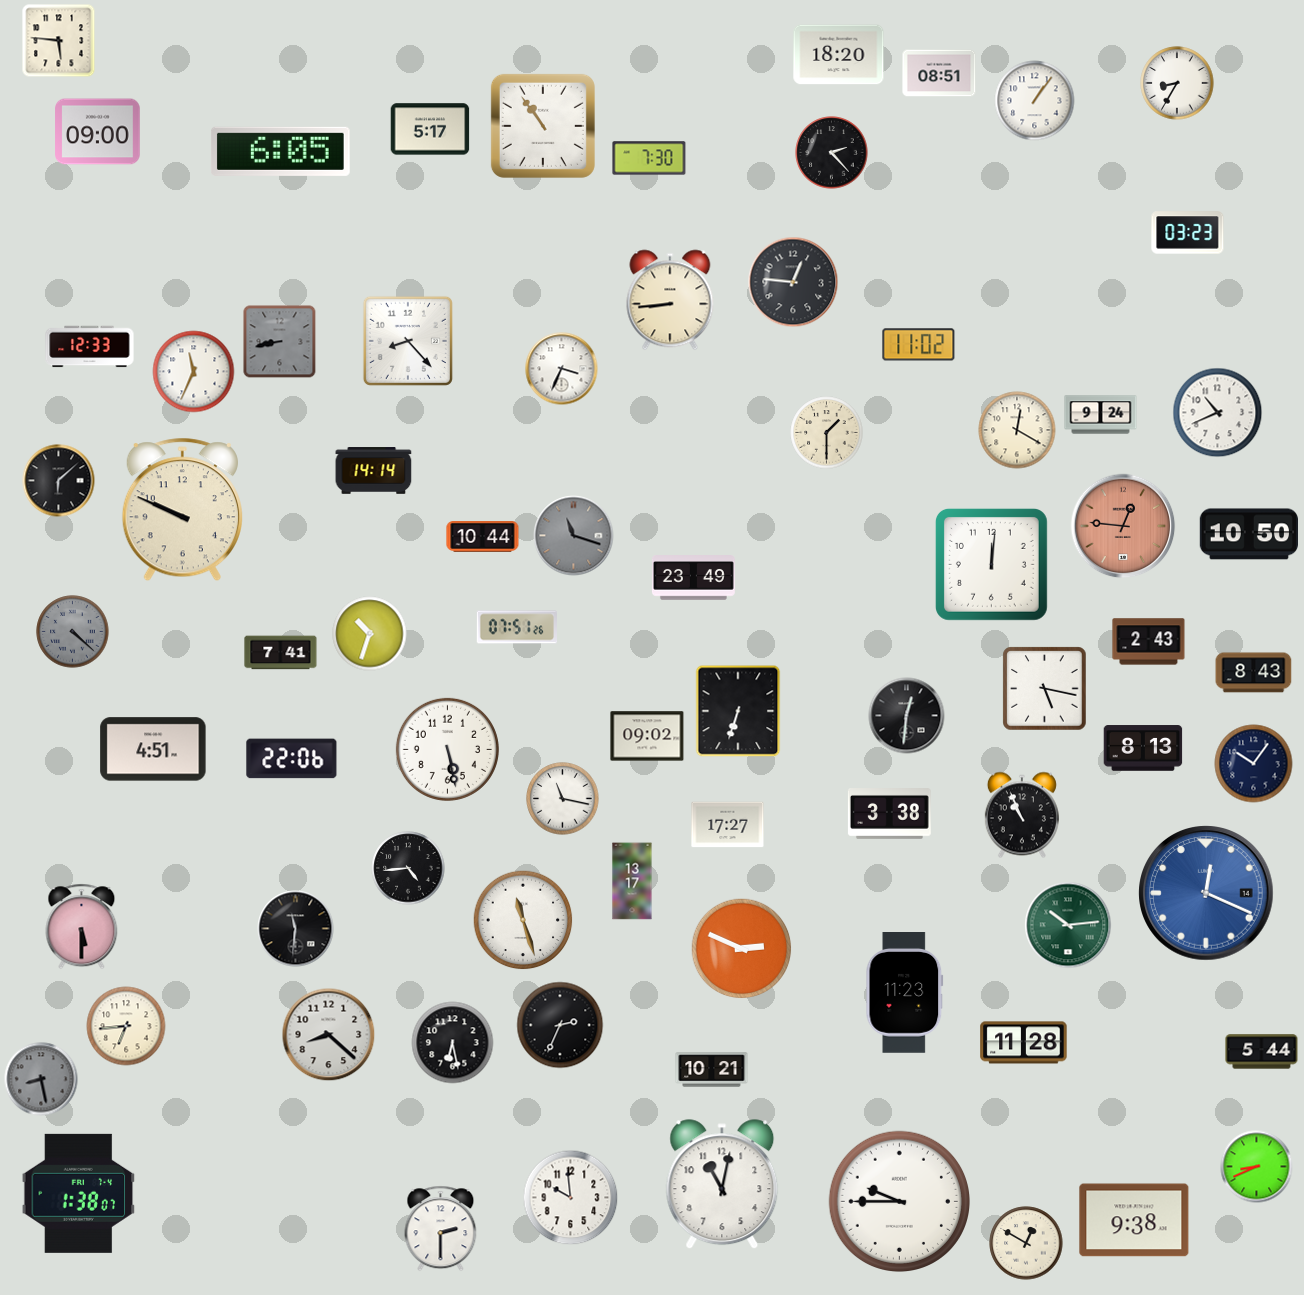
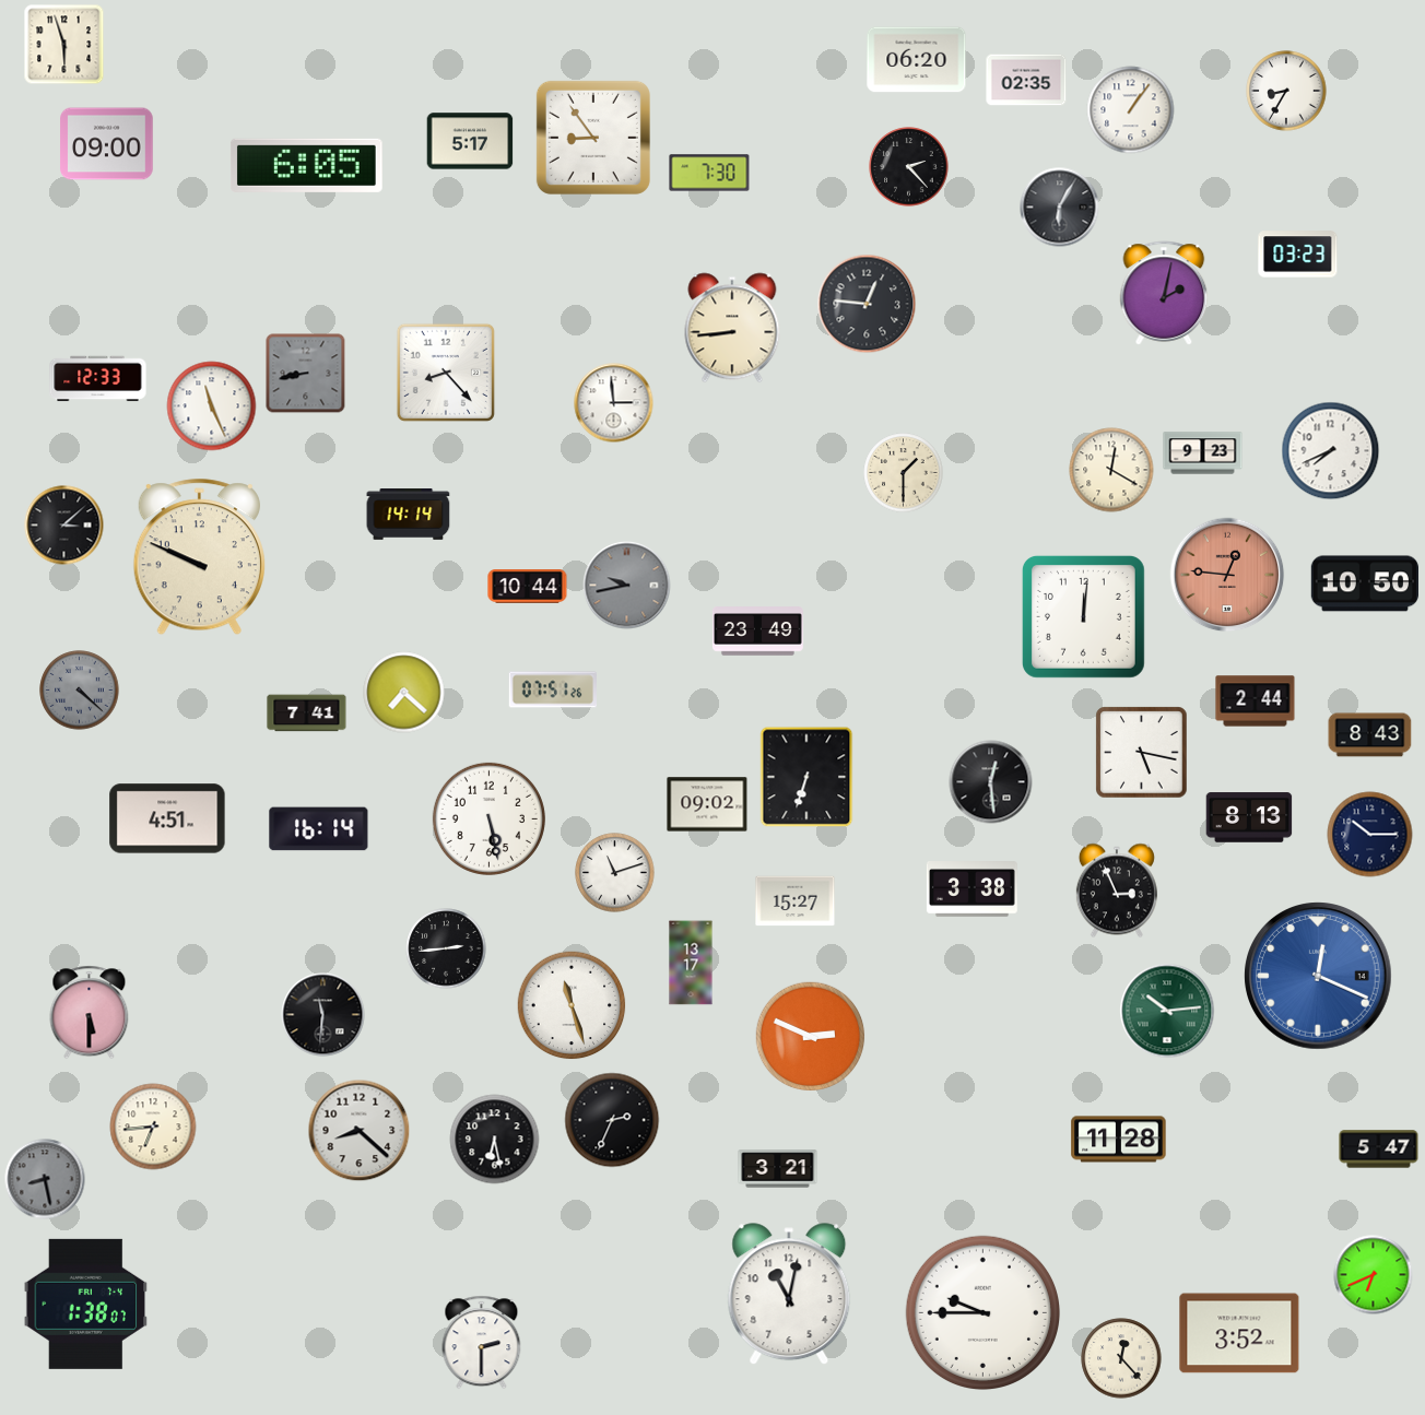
clock at (59, 41): 5:46 -> 5:57
clock at (839, 55): 18:20 -> 06:20
clock at (939, 73): 08:51 -> 02:35
clock at (543, 126): 10:54 -> 8:54
clock at (1060, 208): none -> 6:05
clock at (1164, 293): none -> 2:02
clock at (793, 282) position: (793, 282) -> (867, 304)
clock at (919, 345): 11:02 -> none
clock at (562, 369): 3:34 -> 2:59
clock at (194, 372): 11:34 -> 11:26
clock at (1218, 413): 10:41 -> 7:41
clock at (1101, 415): 9:24 -> 9:23
clock at (59, 481): 6:08 -> 3:08
clock at (574, 536): 11:18 -> 9:43
clock at (516, 627) position: (516, 627) -> (552, 689)
clock at (370, 634): 10:33 -> 7:22
clock at (1149, 642): 2:43 -> 2:44
clock at (907, 716): 12:31 -> 12:29
clock at (292, 759): 22:06 -> 16:14
clock at (1254, 764): 10:06 -> 10:15
clock at (563, 799): 11:17 -> 11:12
clock at (1022, 815): 10:56 -> 2:56
clock at (728, 825): 17:27 -> 15:27
clock at (408, 868): 4:44 -> 2:44
clock at (905, 993): 11:23 -> none
clock at (126, 1026) position: (126, 1026) -> (153, 1127)
clock at (1262, 1052): 5:44 -> 5:47
clock at (712, 1070): 10:21 -> 3:21
clock at (1257, 1167): 8:41 -> 6:41
clock at (571, 1198): 9:59 -> none
clock at (1134, 1220): 9:38 -> 3:52
clock at (1026, 1243): 12:50 -> 12:23
